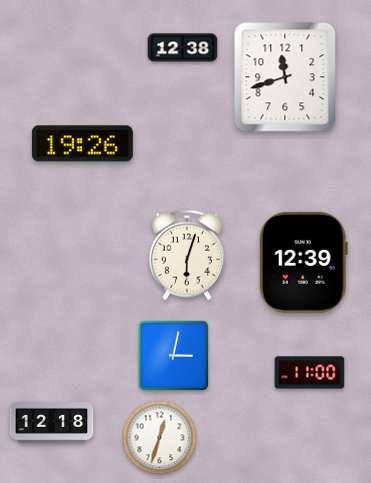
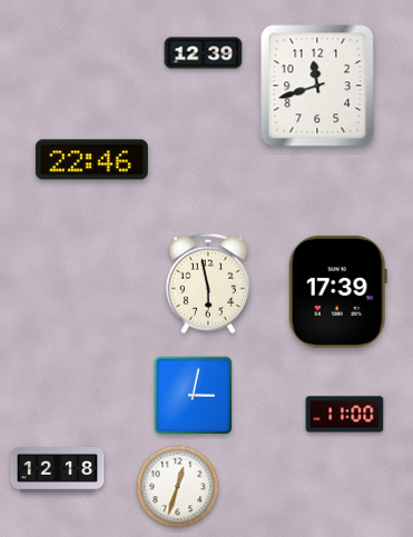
clock at (183, 48): 12:38 -> 12:39
clock at (82, 144): 19:26 -> 22:46
clock at (187, 255): 6:03 -> 5:58
clock at (303, 262): 12:39 -> 17:39
